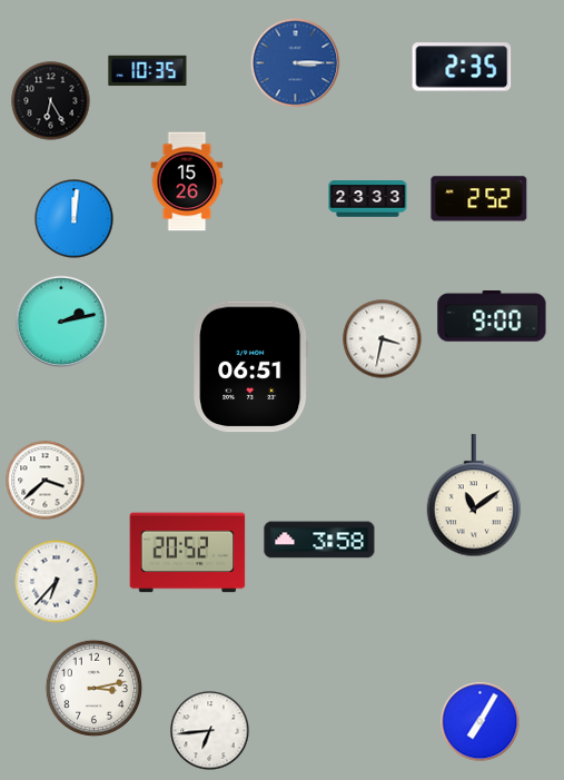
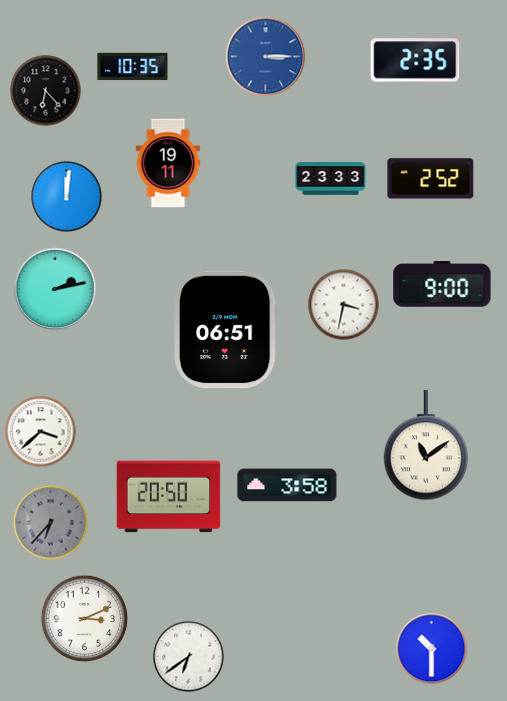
clock at (148, 71) position: (148, 71) -> (133, 67)
clock at (51, 101): 6:25 -> 6:23
clock at (187, 181): 15:26 -> 19:11
clock at (188, 553): 20:52 -> 20:50
clock at (57, 582) dial: white -> grey
clock at (95, 689): 3:13 -> 3:11
clock at (481, 722): 7:05 -> 10:30
clock at (210, 731): 6:44 -> 6:39
